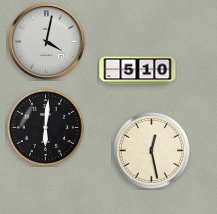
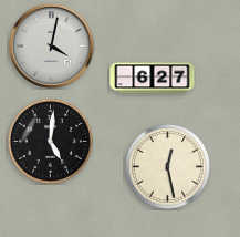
clock at (138, 71): 5:10 -> 6:27
clock at (45, 127): 6:01 -> 5:01
